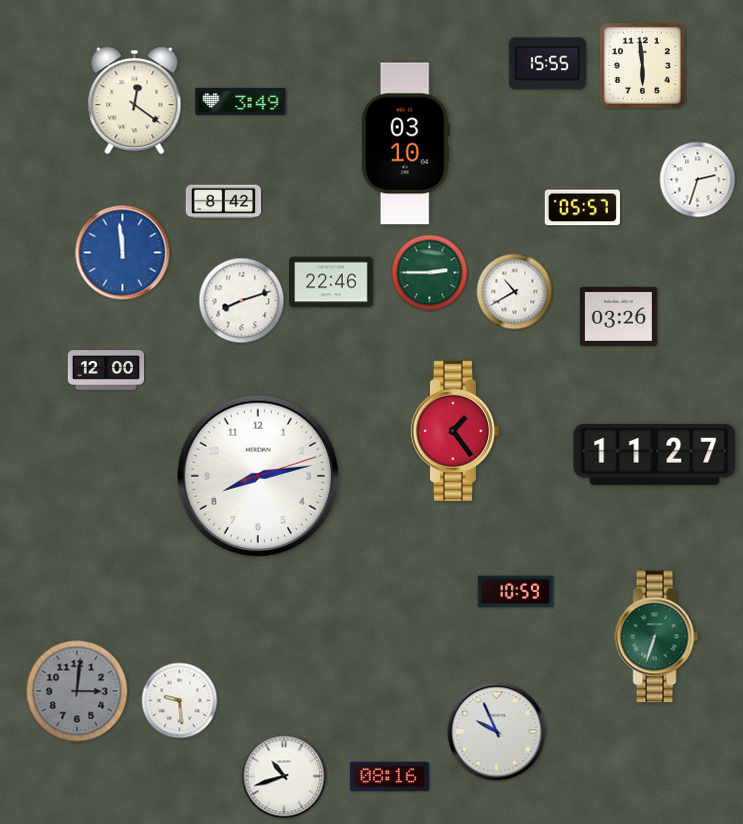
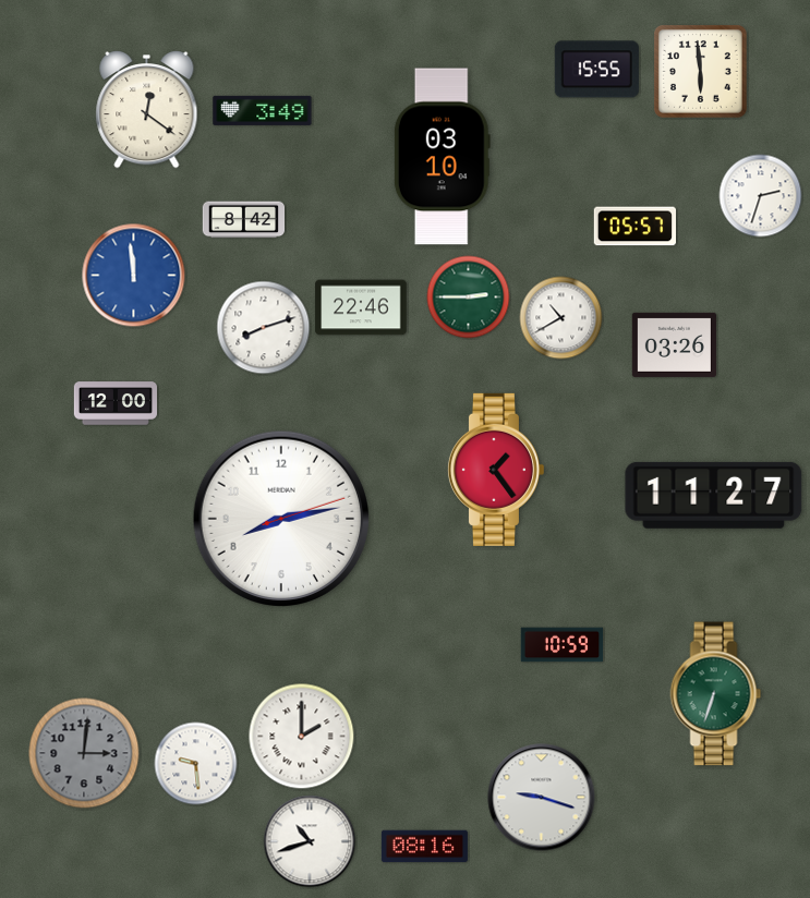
clock at (302, 737): none -> 2:00
clock at (497, 732): 9:56 -> 9:18
clock at (284, 776) position: (284, 776) -> (310, 841)
